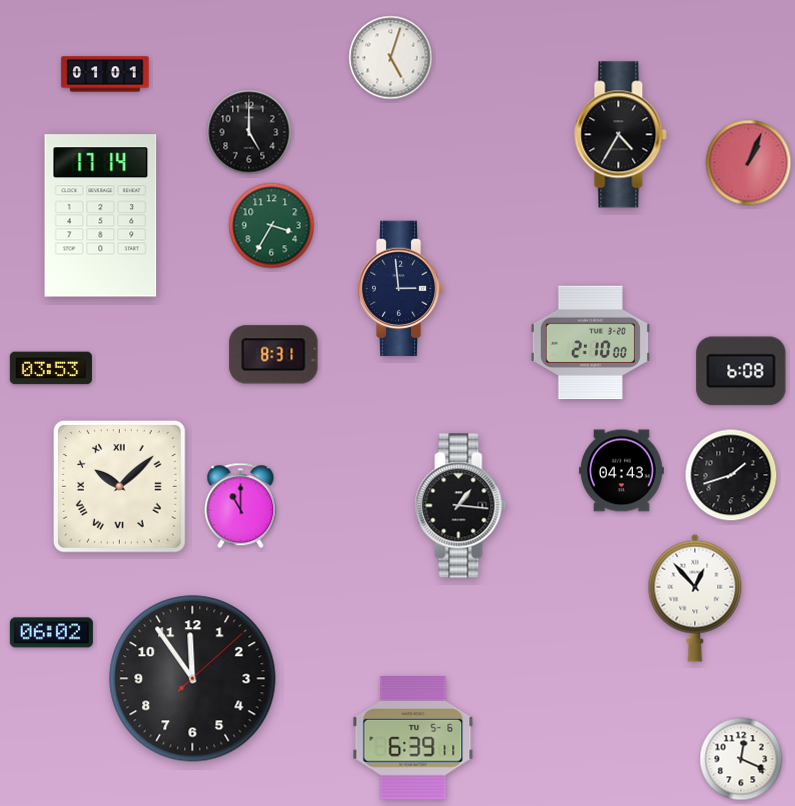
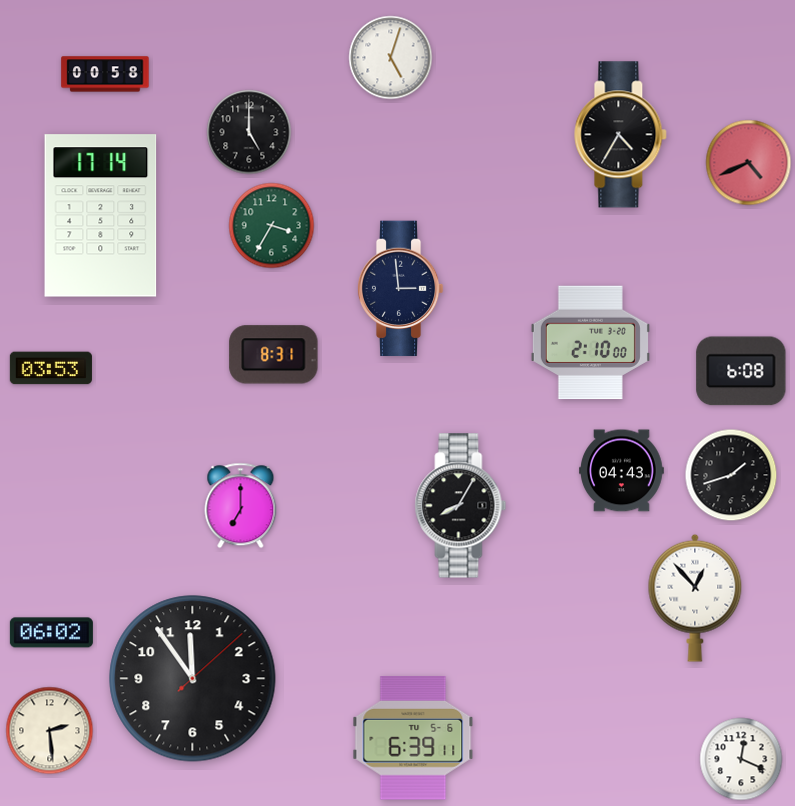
clock at (105, 74): 01:01 -> 00:58
clock at (749, 163): 1:04 -> 4:41
clock at (120, 487): 10:08 -> none
clock at (241, 506): 11:00 -> 7:00
clock at (461, 506): 1:16 -> 8:05
clock at (50, 731): none -> 2:29
